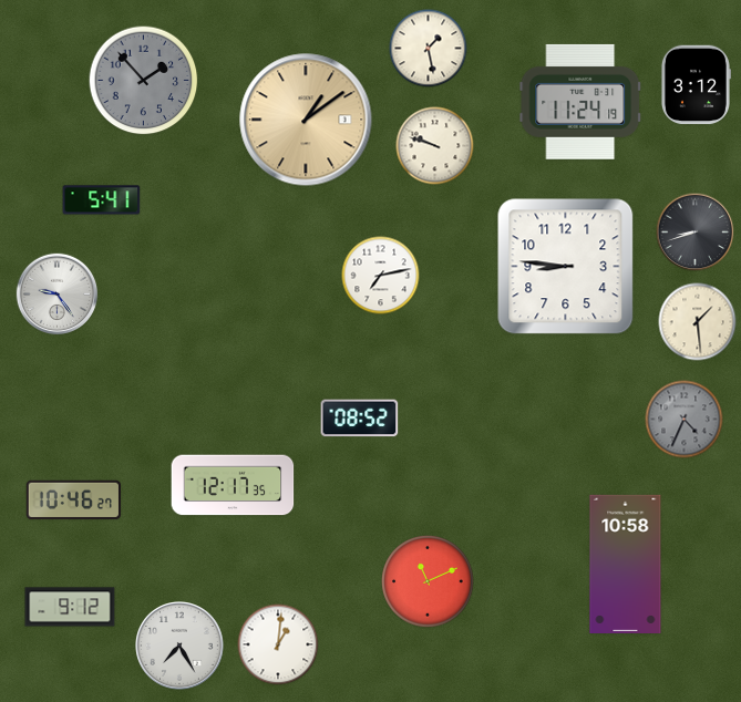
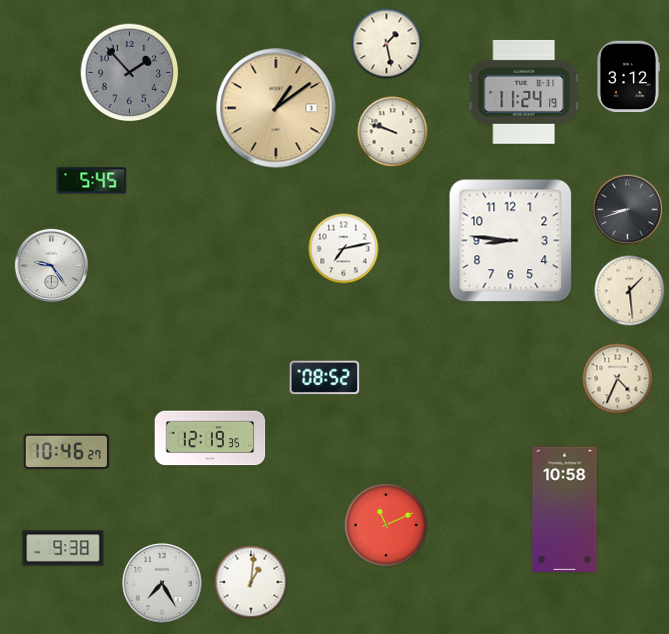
clock at (102, 200): 5:41 -> 5:45
clock at (685, 420) dial: grey -> cream
clock at (233, 485): 12:17 -> 12:19
clock at (70, 607): 9:12 -> 9:38
